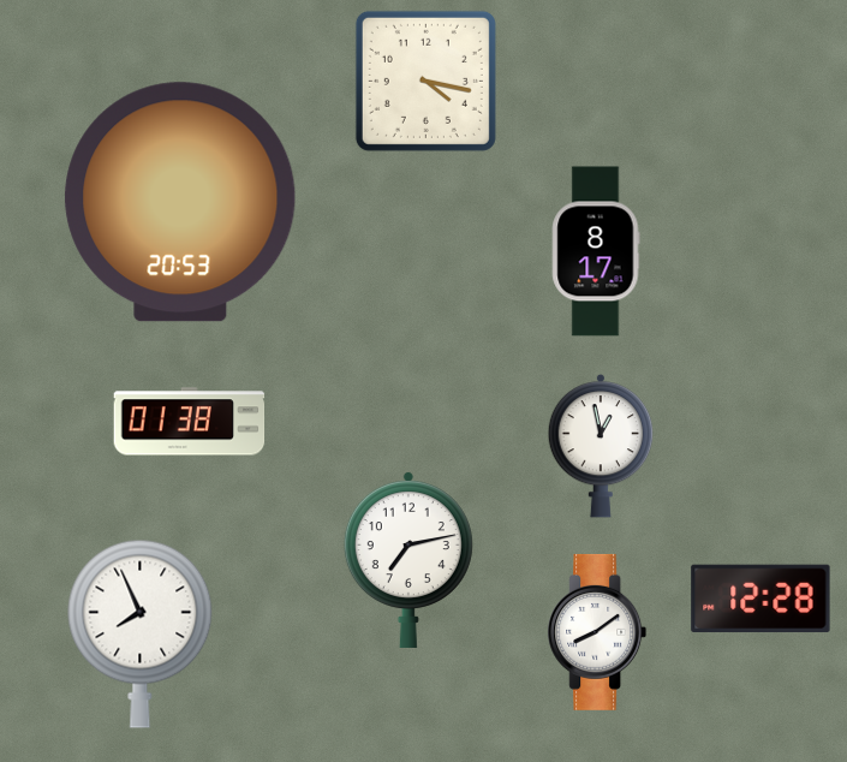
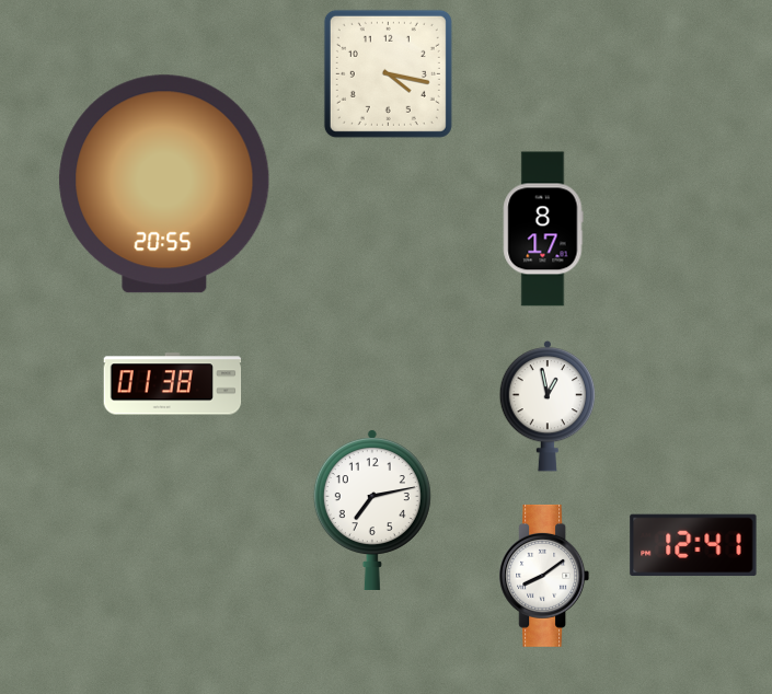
clock at (180, 202): 20:53 -> 20:55
clock at (760, 599): 12:28 -> 12:41
clock at (141, 633): 7:56 -> none
